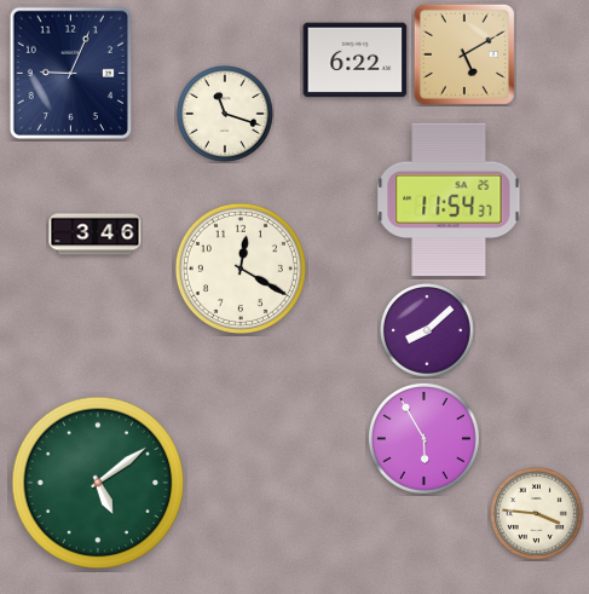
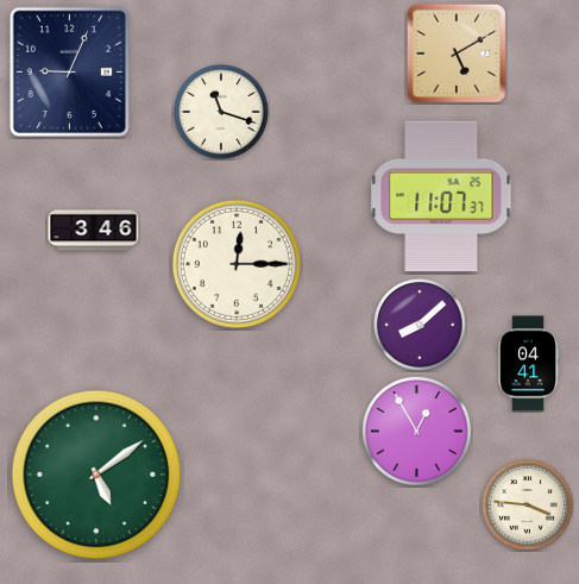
clock at (356, 60): 6:22 -> none
clock at (449, 200): 11:54 -> 11:07
clock at (241, 269): 12:20 -> 12:15
clock at (528, 364): none -> 04:41
clock at (423, 438): 5:55 -> 12:55
